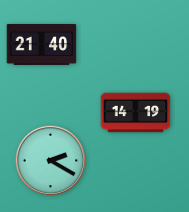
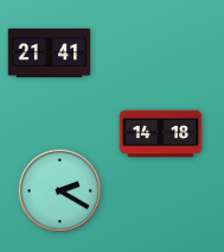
clock at (42, 44): 21:40 -> 21:41
clock at (136, 113): 14:19 -> 14:18
